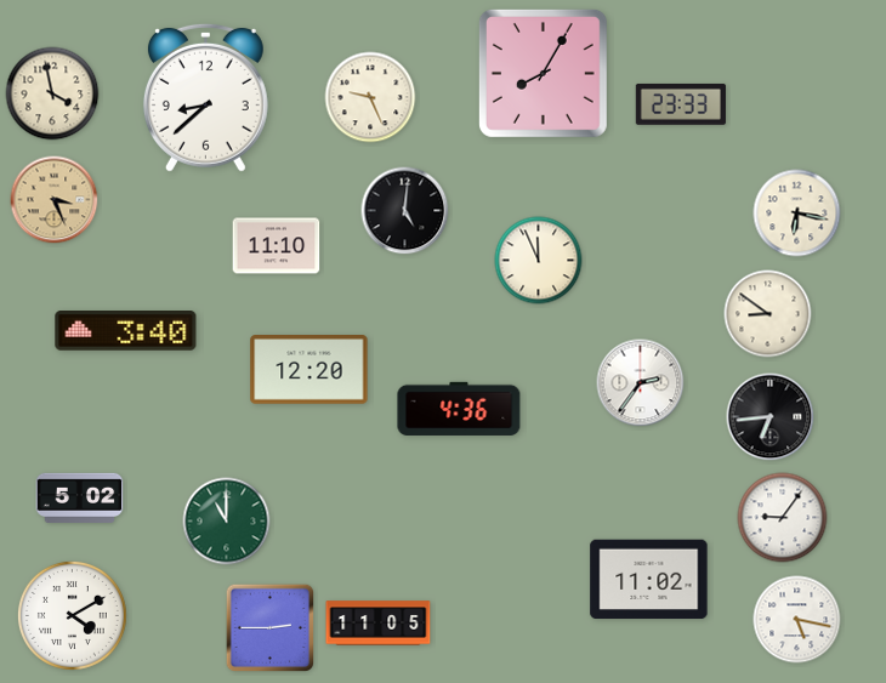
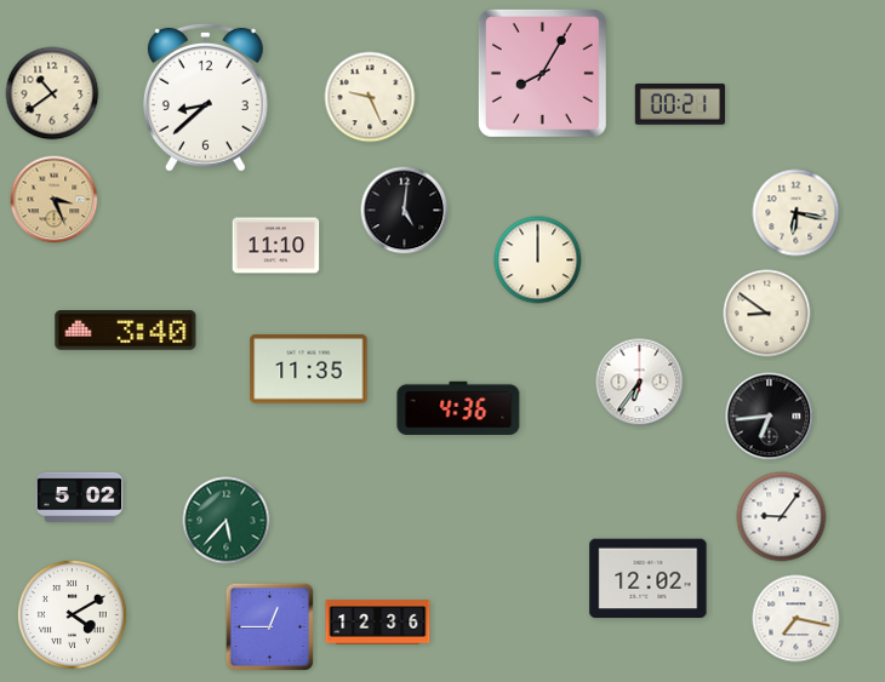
clock at (52, 93): 3:58 -> 10:39
clock at (681, 104): 23:33 -> 00:21
clock at (539, 261): 11:56 -> 12:00
clock at (309, 370): 12:20 -> 11:35
clock at (641, 383): 2:36 -> 6:36
clock at (227, 522): 11:00 -> 5:37
clock at (649, 580): 11:02 -> 12:02
clock at (797, 620): 5:17 -> 7:17
clock at (379, 624): 11:05 -> 12:36
clock at (271, 628): 2:45 -> 12:45
